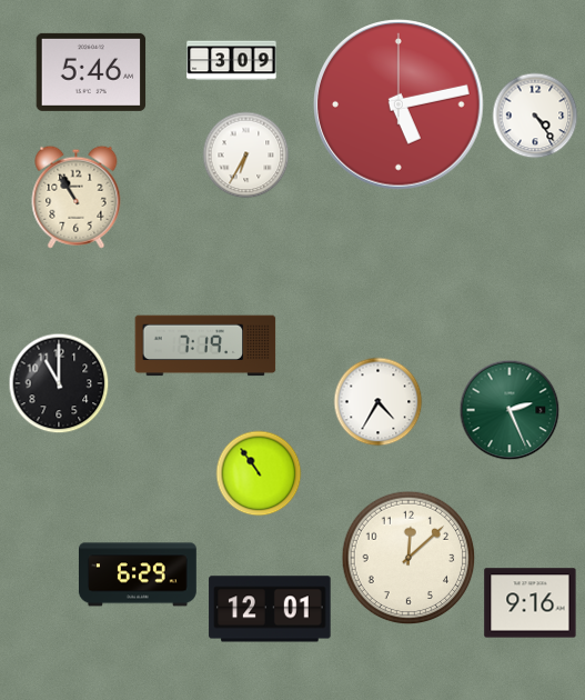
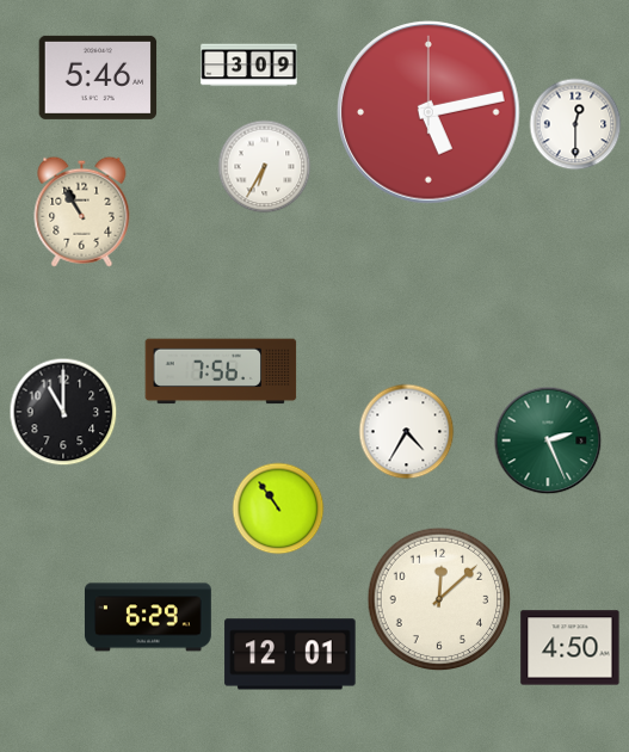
clock at (535, 116): 4:24 -> 12:30
clock at (205, 346): 7:19 -> 7:56
clock at (531, 603): 9:16 -> 4:50
